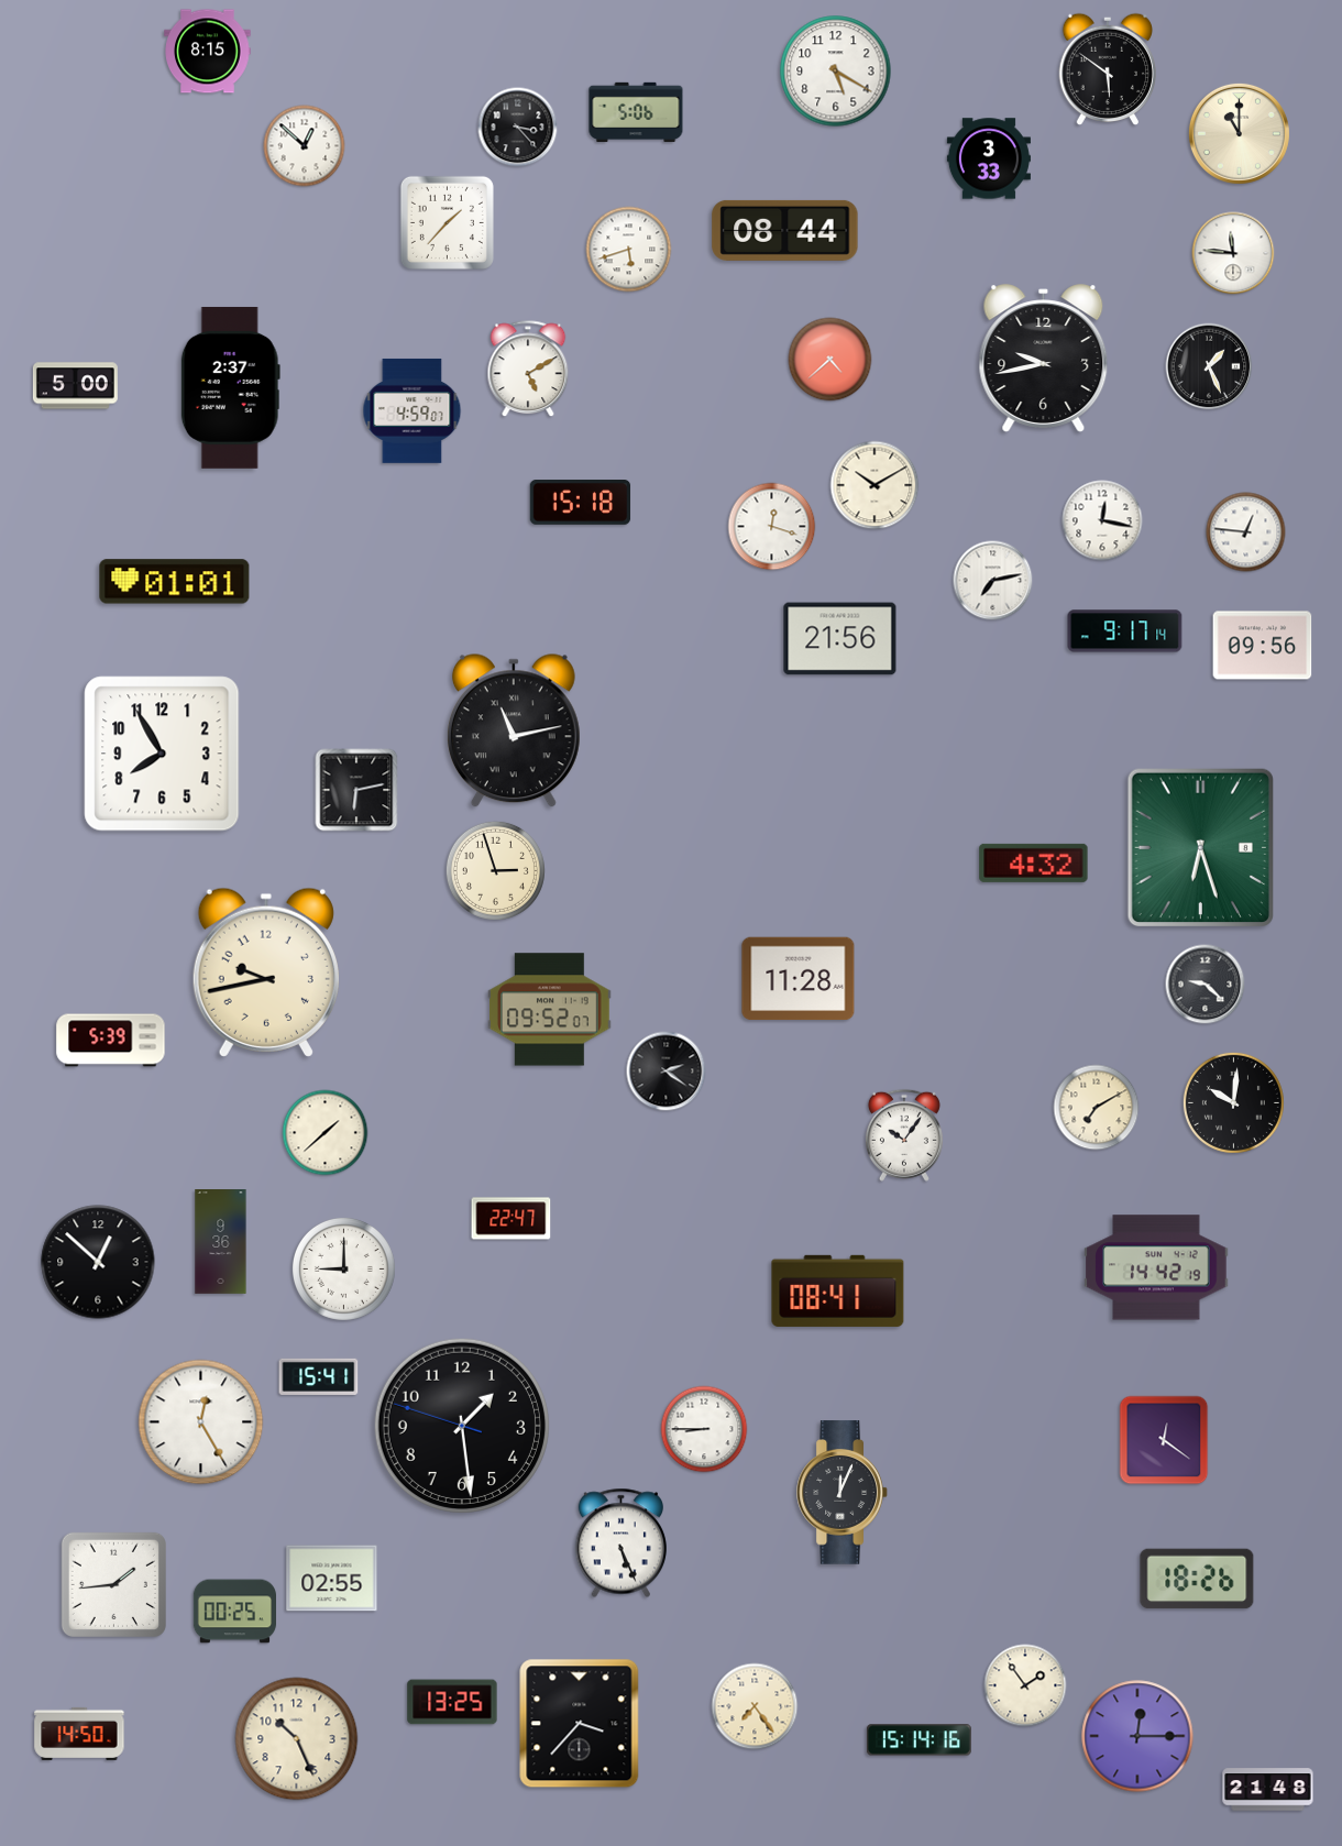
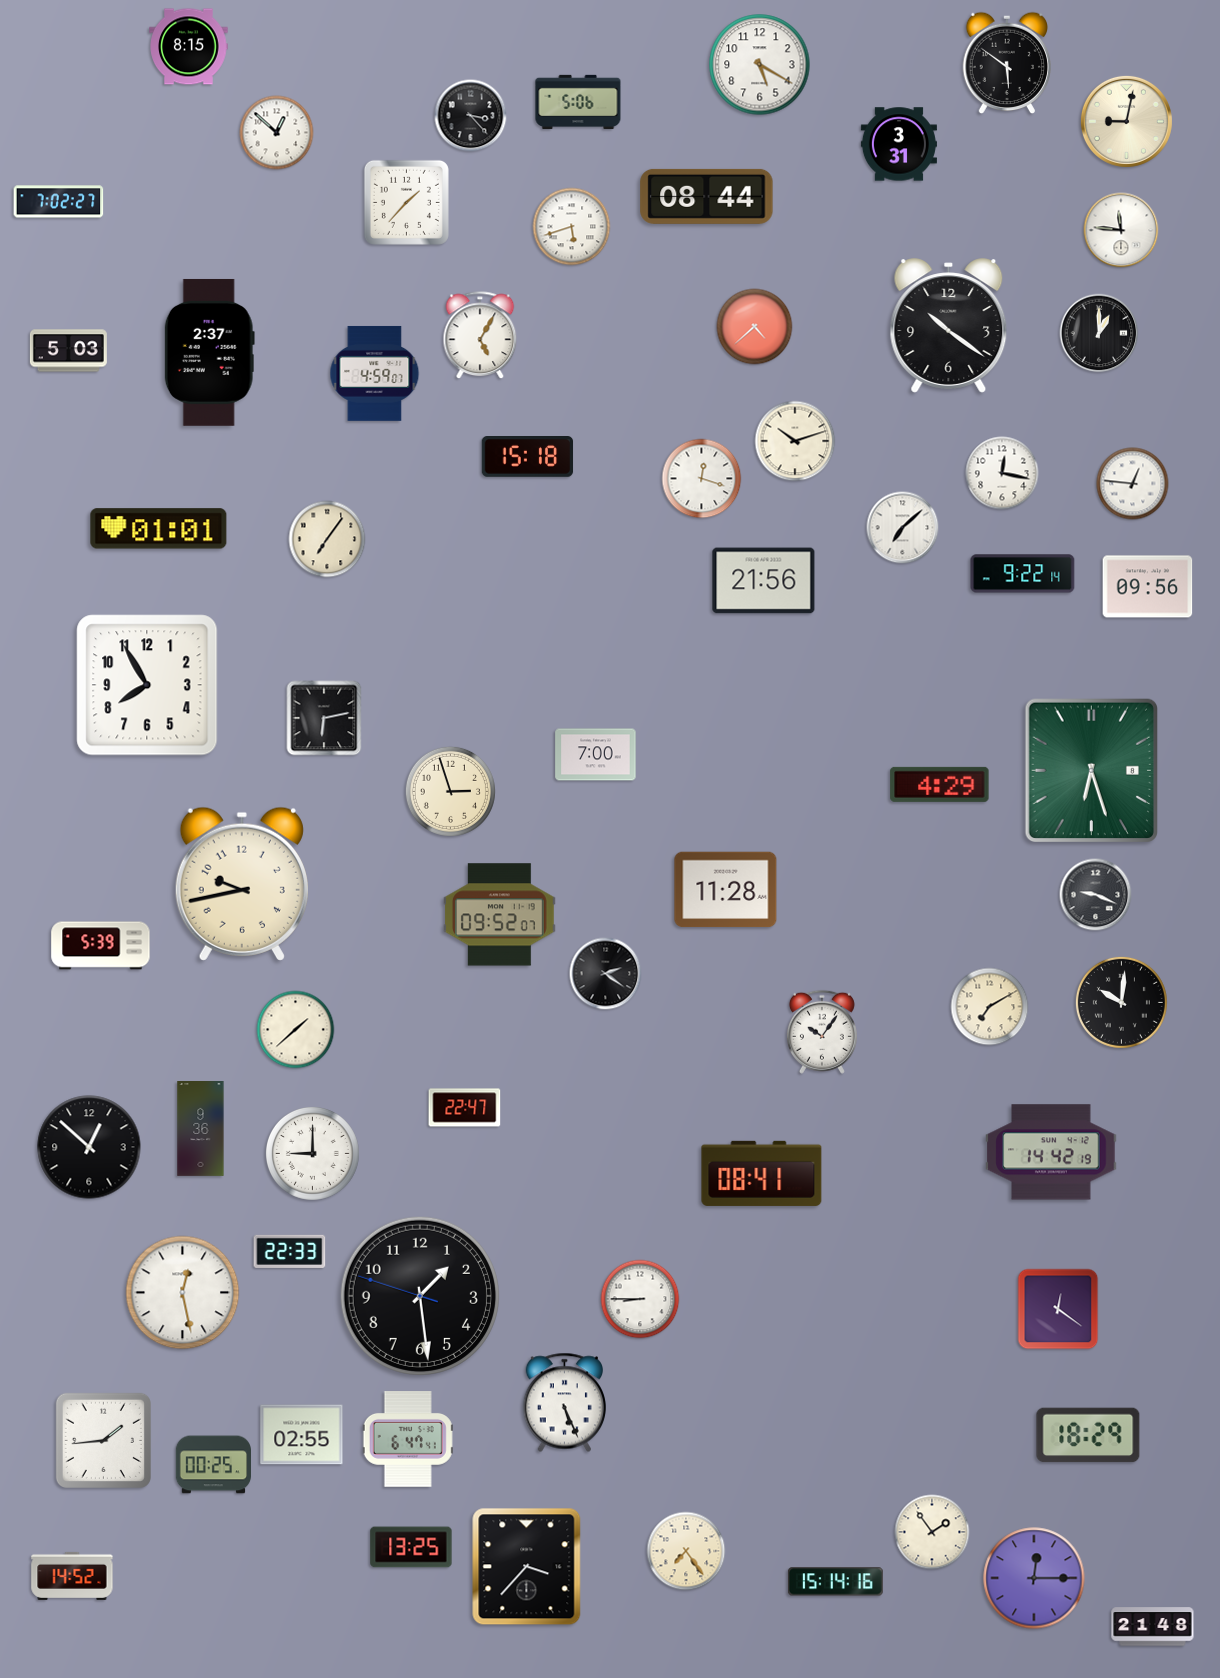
clock at (1239, 133): 11:00 -> 9:02
clock at (989, 158): 3:33 -> 3:31
clock at (59, 202): none -> 7:02
clock at (785, 230) position: (785, 230) -> (707, 196)
clock at (1044, 359): 9:43 -> 10:21
clock at (1209, 366): 1:26 -> 1:00
clock at (528, 370): 5:10 -> 5:05
clock at (75, 386): 5:00 -> 5:03
clock at (875, 485): 10:10 -> 10:12
clock at (993, 581): 7:13 -> 7:08
clock at (327, 539): none -> 7:06
clock at (1125, 631): 9:17 -> 9:22
clock at (514, 732): 11:13 -> none
clock at (596, 755): none -> 7:00
clock at (1034, 862): 4:32 -> 4:29
clock at (1206, 985): 9:22 -> 9:19
clock at (550, 1010) position: (550, 1010) -> (500, 915)
clock at (1097, 1108) position: (1097, 1108) -> (990, 1007)
clock at (319, 1376): 15:41 -> 22:33
clock at (201, 1422): 12:25 -> 12:28
clock at (843, 1493): 12:04 -> none
clock at (1197, 1579): 18:26 -> 18:29
clock at (408, 1439): none -> 6:47
clock at (79, 1734): 14:50 -> 14:52
clock at (297, 1739): 10:26 -> none
